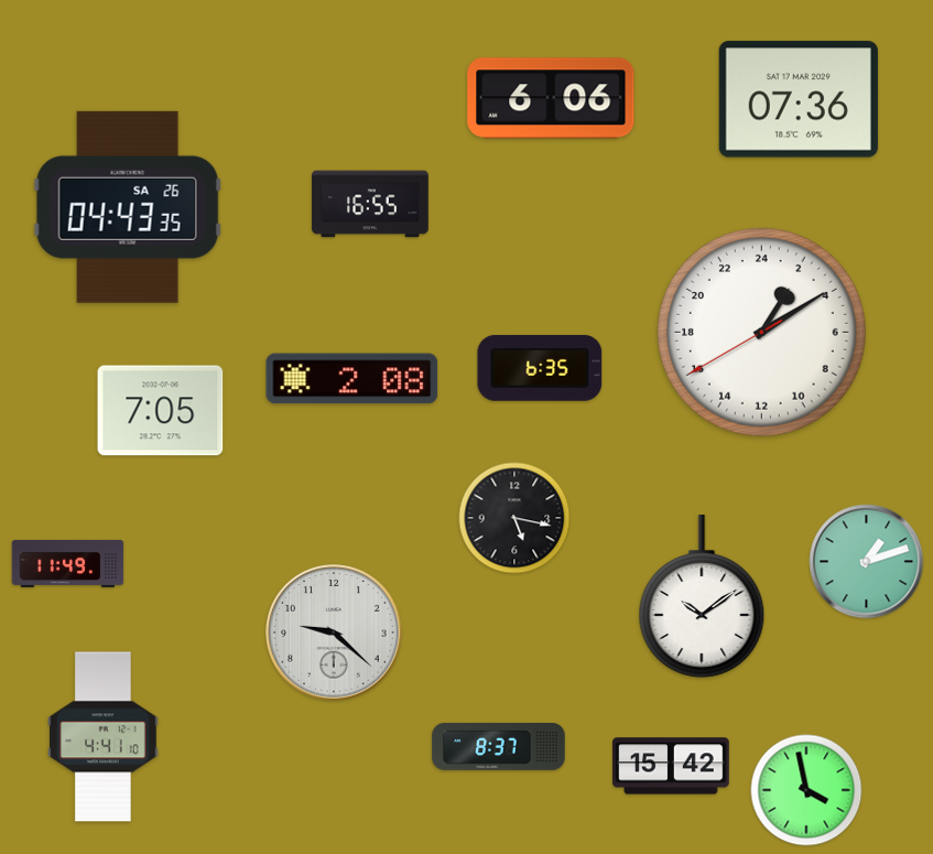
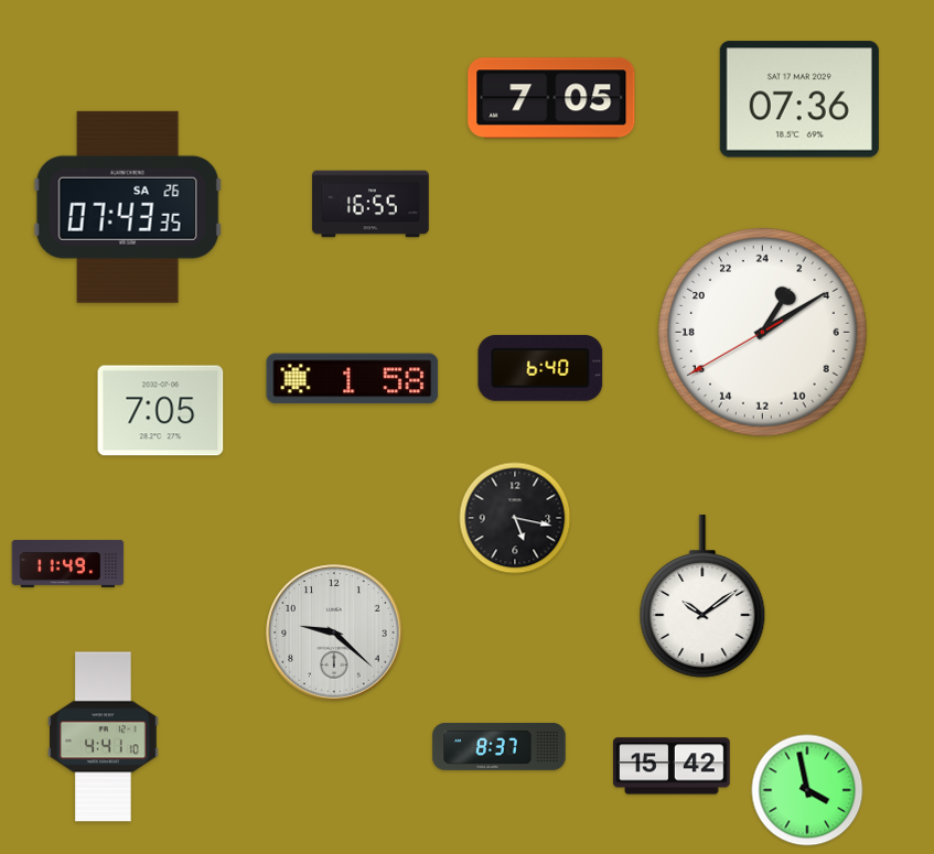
clock at (551, 98): 6:06 -> 7:05
clock at (128, 207): 04:43 -> 07:43
clock at (540, 368): 6:35 -> 6:40
clock at (352, 379): 2:08 -> 1:58
clock at (867, 562): 1:12 -> none
